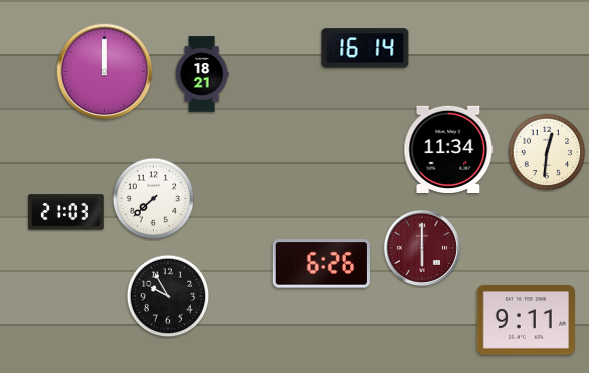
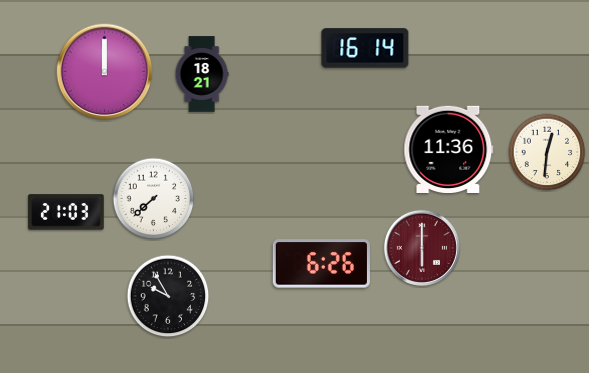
clock at (449, 149): 11:34 -> 11:36
clock at (526, 320): 9:11 -> none
